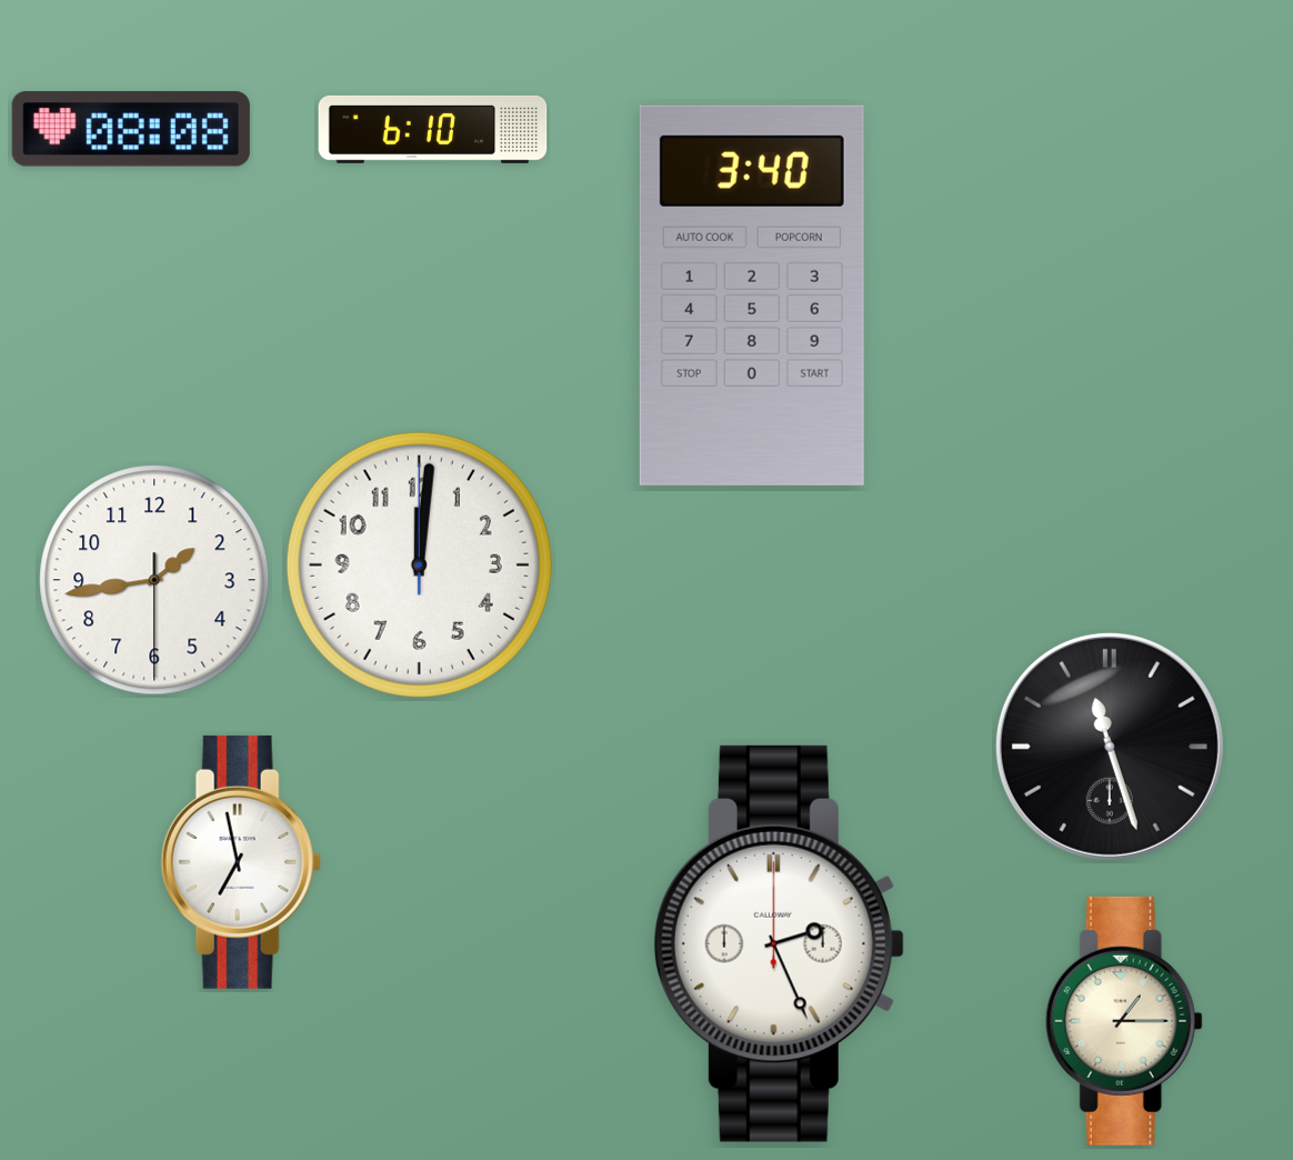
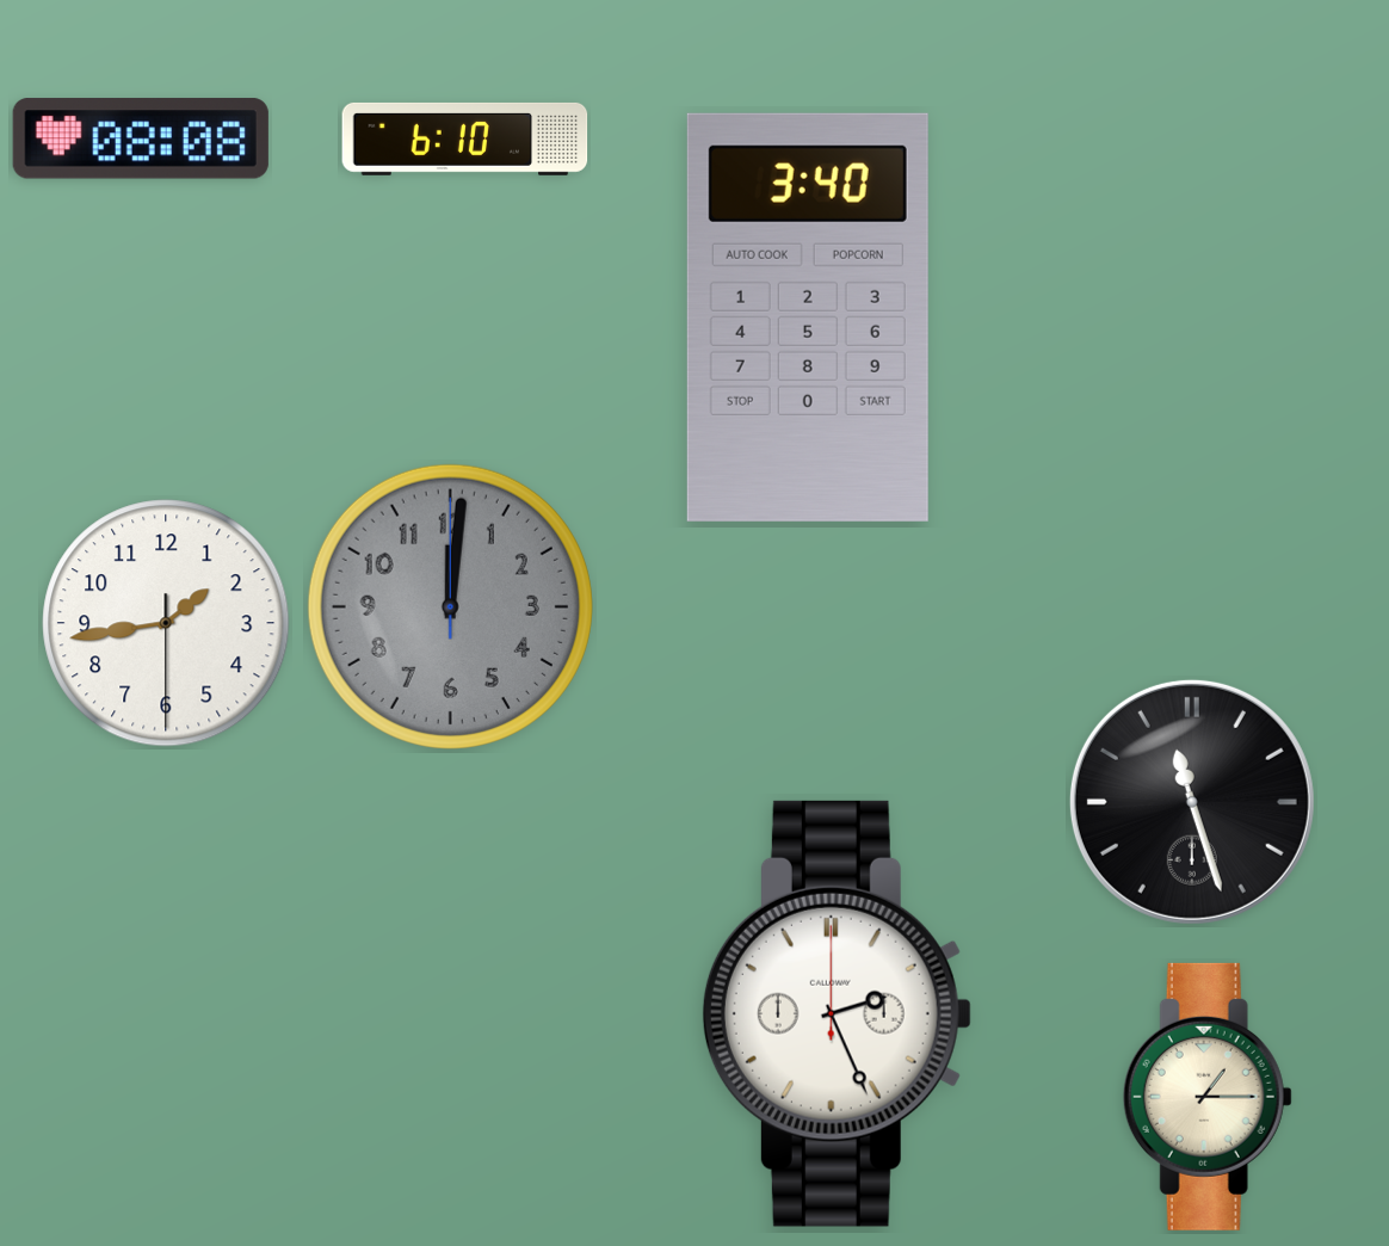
clock at (419, 564) dial: white -> grey
clock at (241, 862): 6:58 -> none
